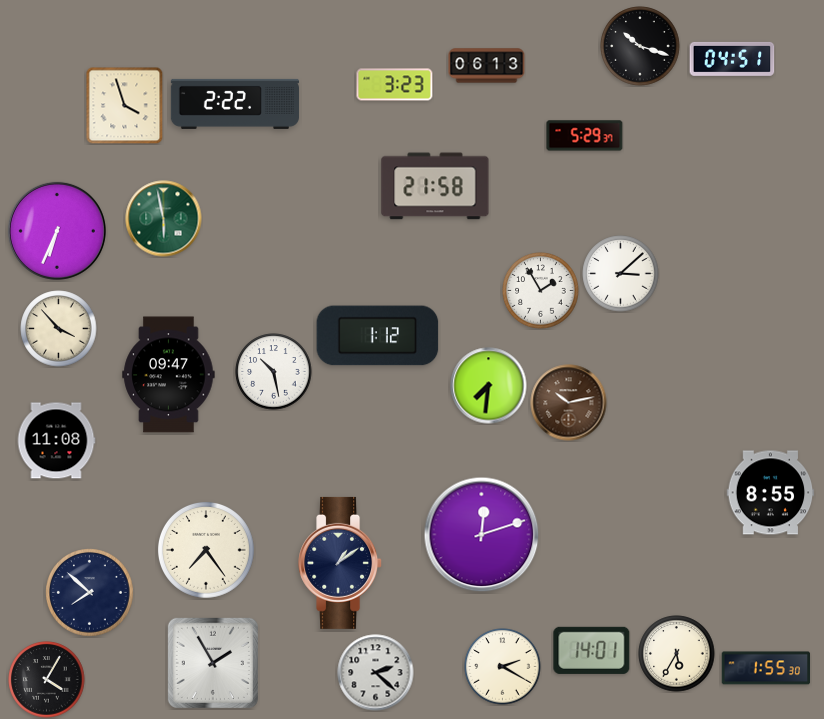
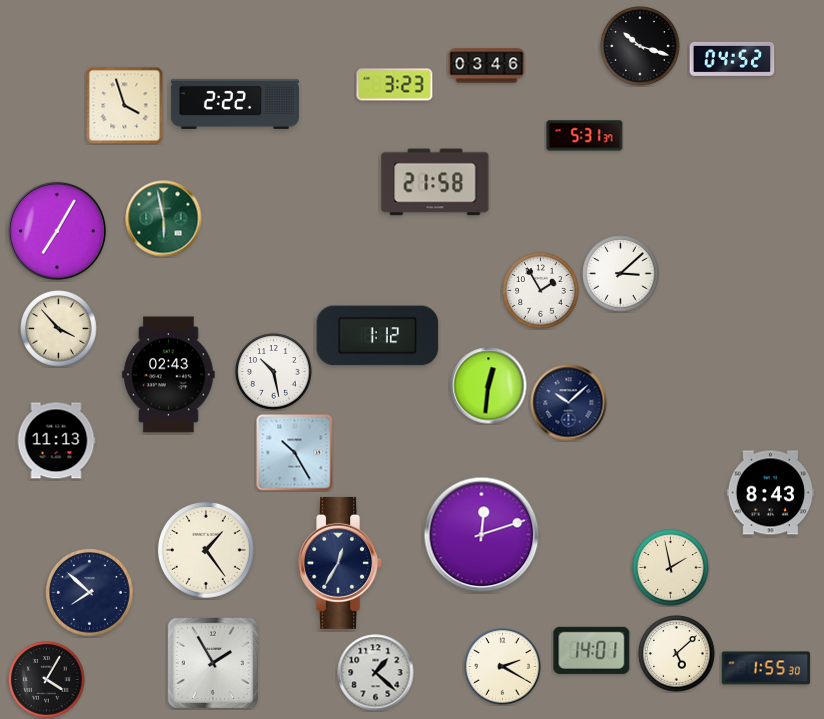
clock at (732, 59): 04:51 -> 04:52
clock at (487, 66): 06:13 -> 03:46
clock at (585, 136): 5:29 -> 5:31
clock at (435, 186) position: (435, 186) -> (435, 182)
clock at (57, 231): 6:34 -> 7:05
clock at (169, 375): 09:47 -> 02:43
clock at (489, 386): 7:31 -> 12:31
clock at (569, 403): 10:13 -> 10:08
clock at (569, 403) dial: brown -> navy
clock at (56, 441): 11:08 -> 11:13
clock at (295, 453): none -> 10:25
clock at (771, 493): 8:55 -> 8:43
clock at (206, 550): 7:24 -> 1:24
clock at (341, 563): 1:09 -> 12:35
clock at (671, 568): none -> 1:58
clock at (677, 654): 5:35 -> 5:08
clock at (376, 673): 2:22 -> 1:22
